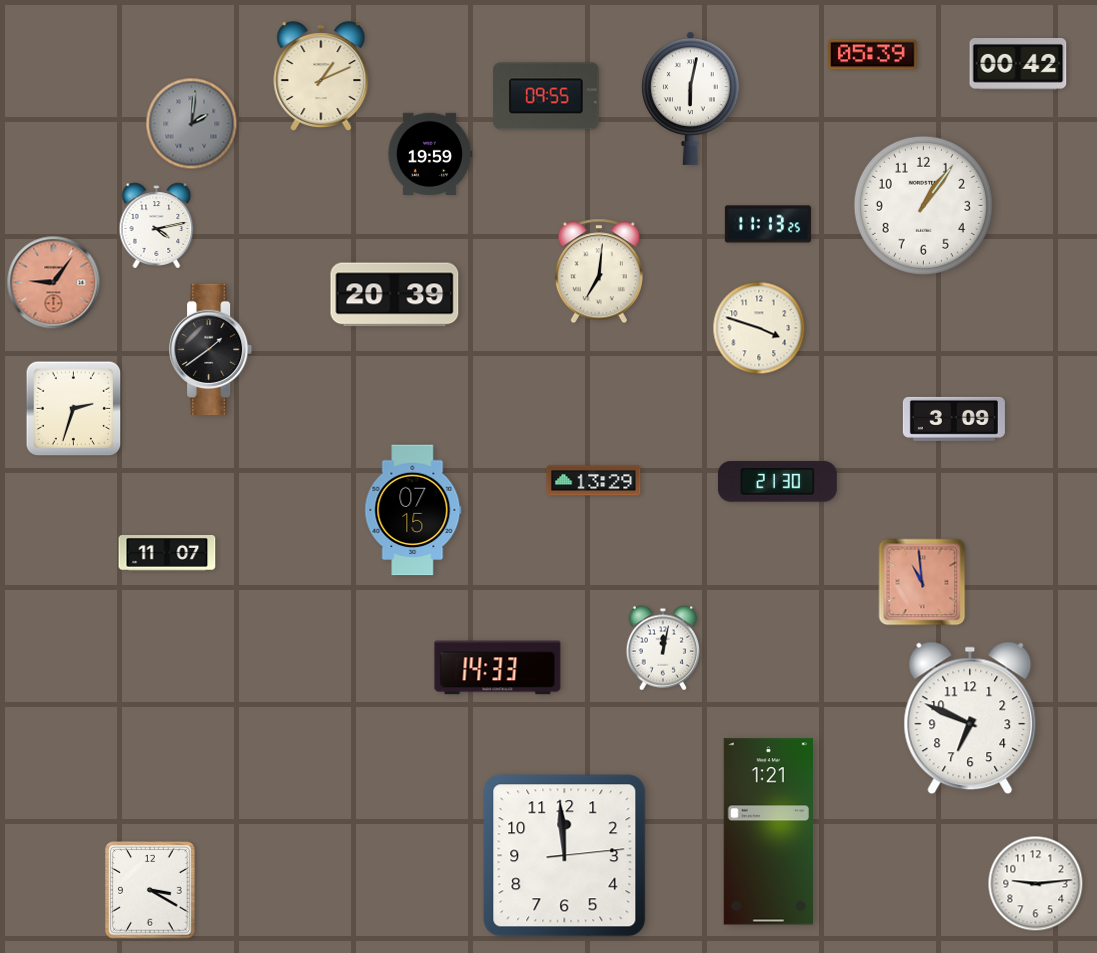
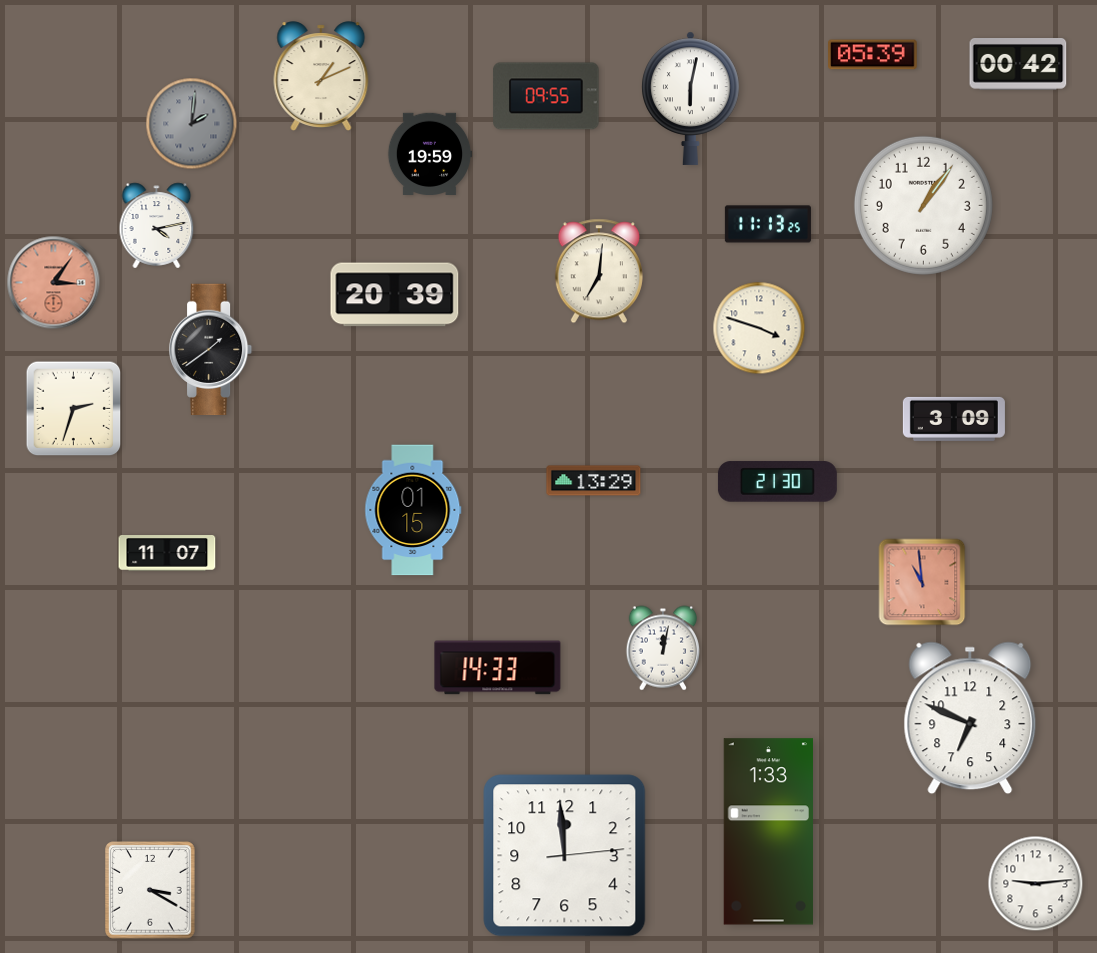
clock at (54, 283): 9:06 -> 3:06
clock at (413, 510): 07:15 -> 01:15
clock at (768, 832): 1:21 -> 1:33
